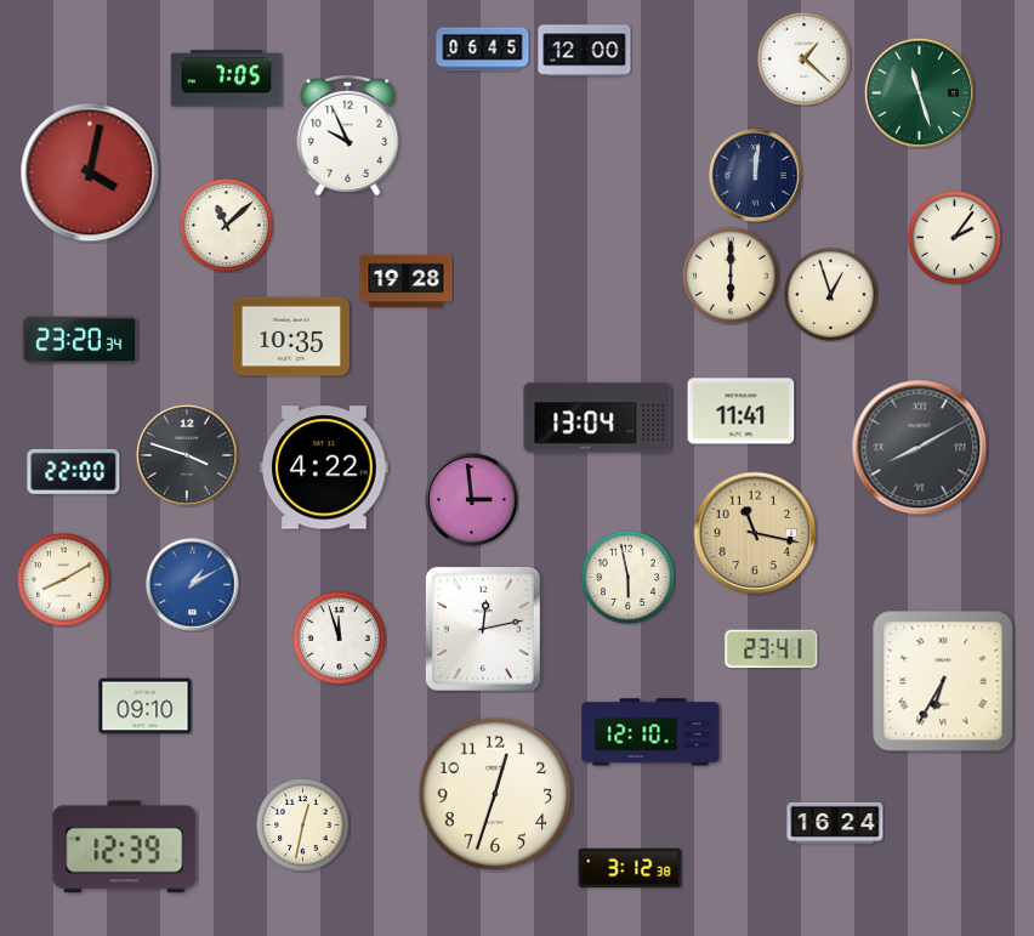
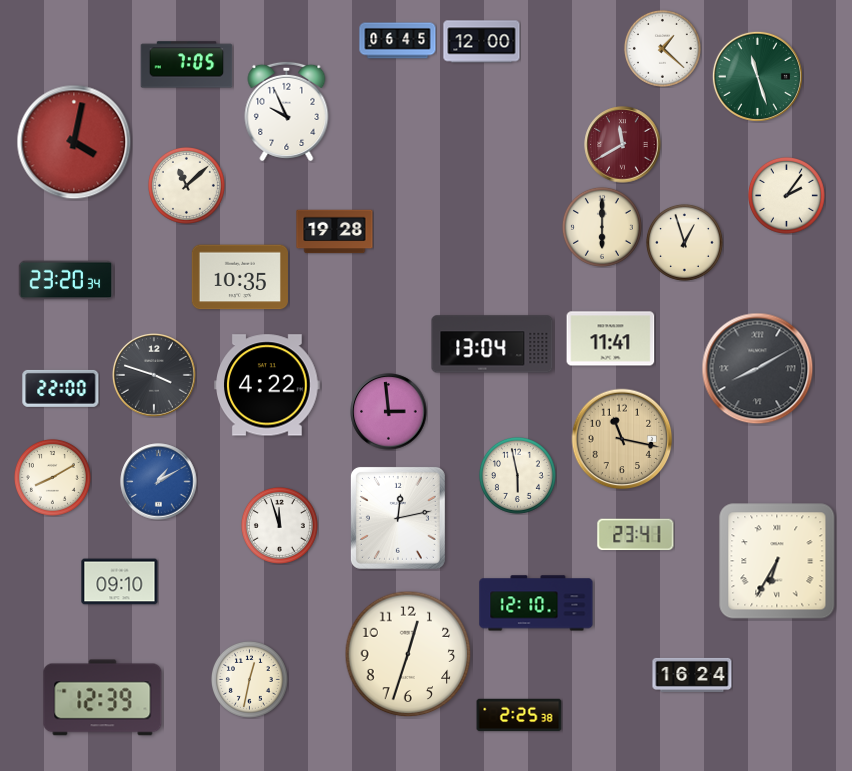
clock at (756, 176): 12:01 -> 11:40
clock at (756, 176) dial: navy -> burgundy
clock at (835, 823) position: (835, 823) -> (692, 675)
clock at (630, 868): 3:12 -> 2:25
